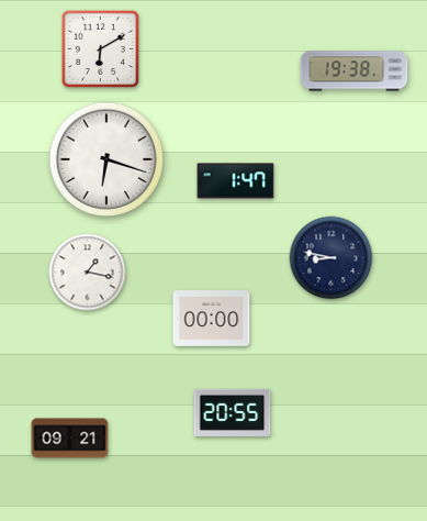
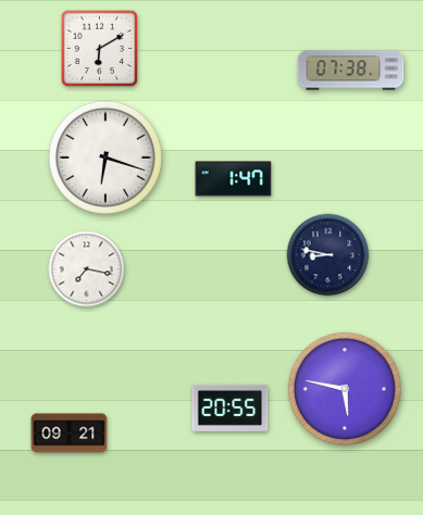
clock at (355, 71): 19:38 -> 07:38
clock at (88, 273): 1:17 -> 7:17
clock at (212, 319): 00:00 -> none
clock at (345, 389): none -> 5:47
